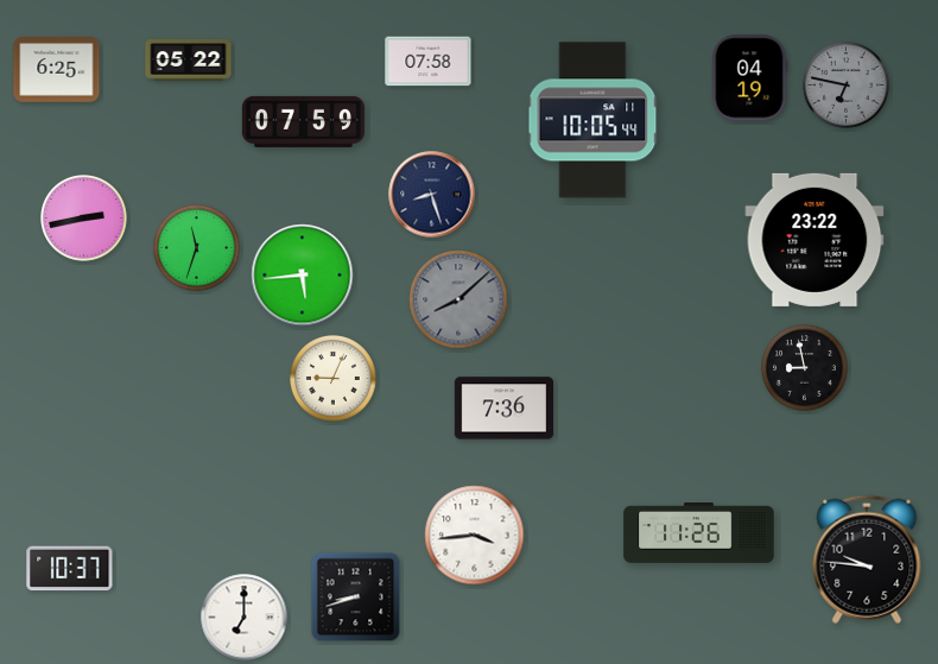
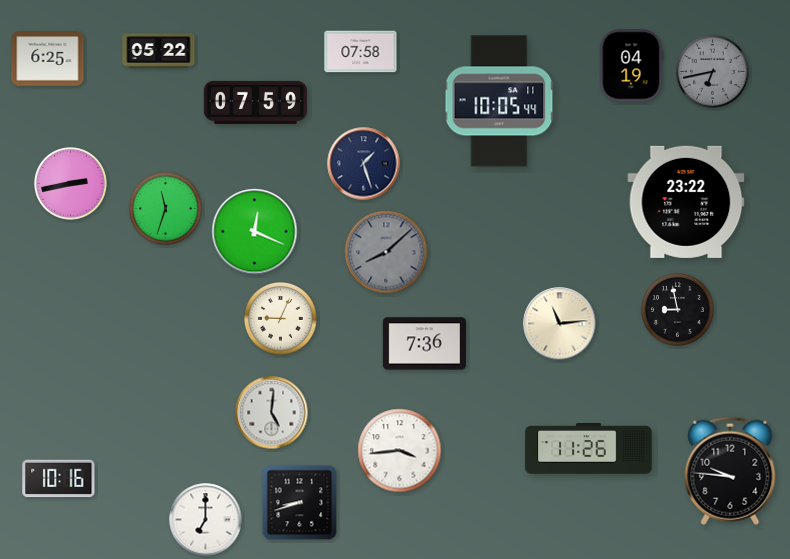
clock at (847, 86): 6:47 -> 6:43
clock at (432, 195): 8:27 -> 1:27
clock at (303, 276): 5:44 -> 12:19
clock at (560, 324): none -> 11:14
clock at (272, 413): none -> 5:01
clock at (70, 569): 10:37 -> 10:16
